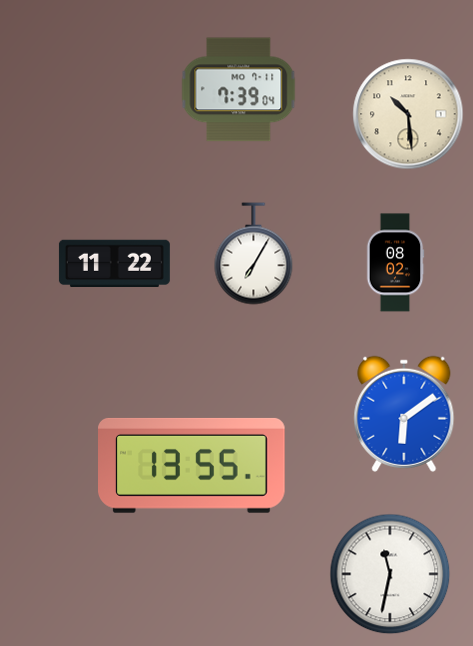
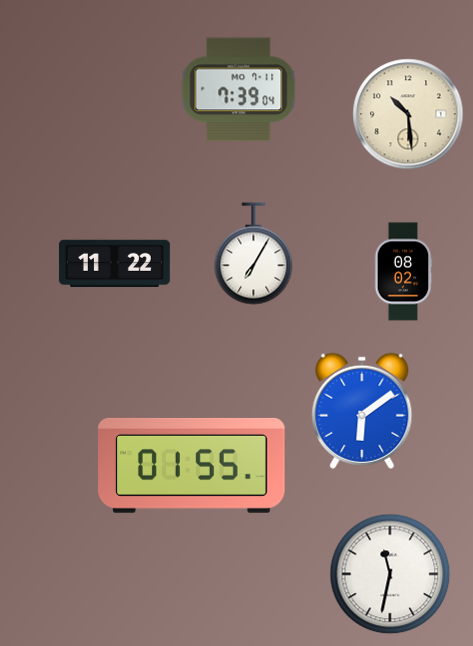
clock at (395, 263) position: (395, 263) -> (403, 272)
clock at (404, 414) position: (404, 414) -> (362, 411)
clock at (192, 465): 13:55 -> 01:55
